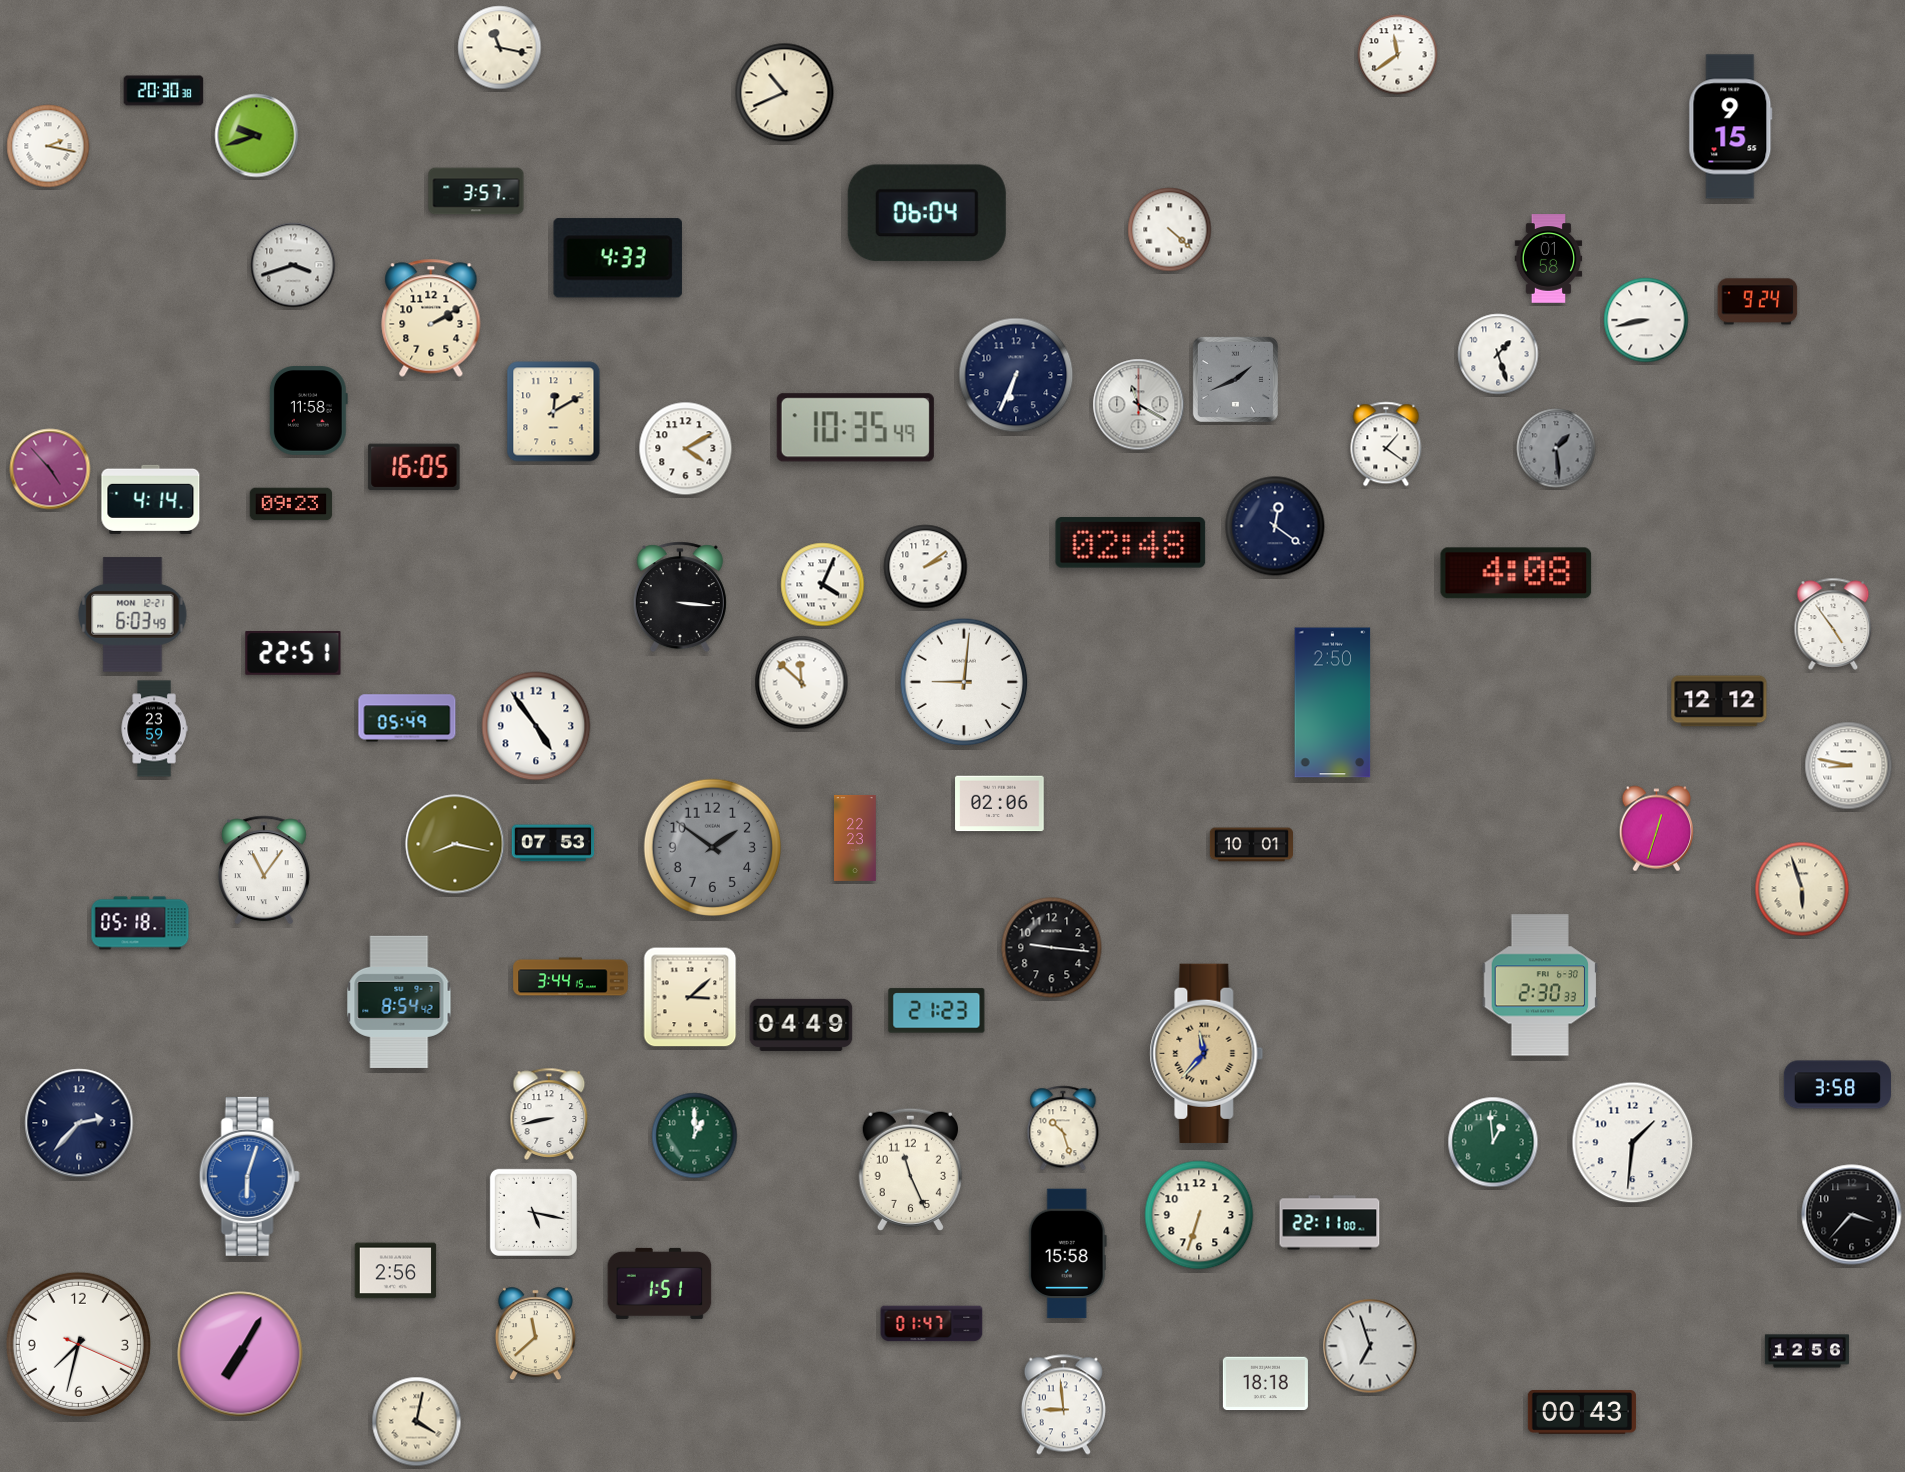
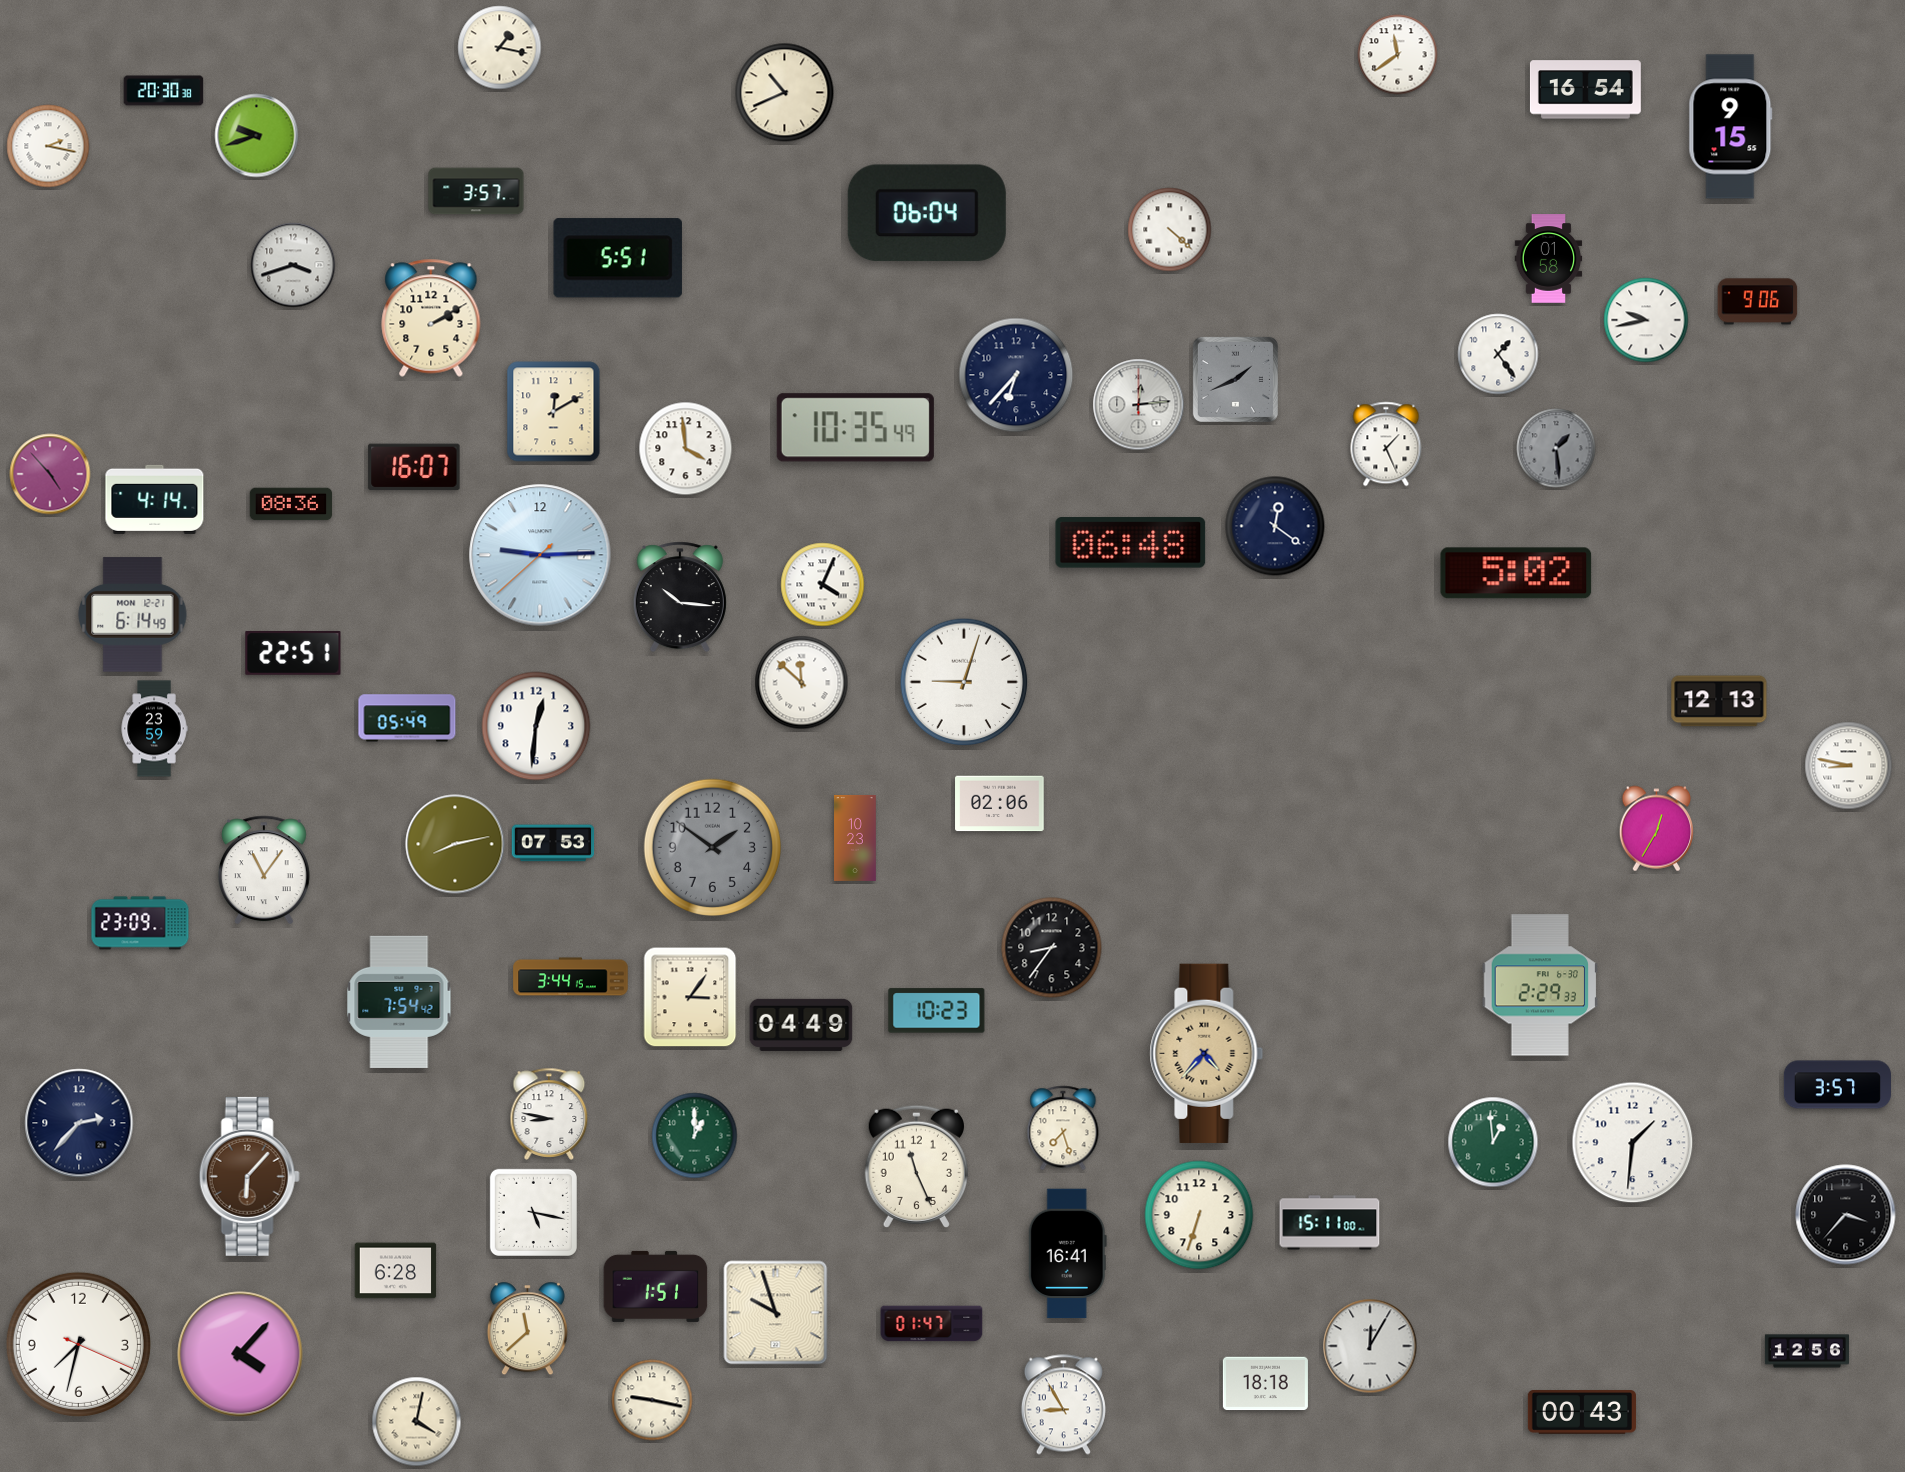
clock at (500, 48): 11:17 -> 1:17
clock at (1585, 90): none -> 16:54
clock at (618, 258): 4:33 -> 5:51
clock at (1758, 302): 9:24 -> 9:06
clock at (1646, 320): 8:43 -> 9:43
clock at (1498, 354): 1:27 -> 1:24
clock at (1016, 375): 6:34 -> 6:37
clock at (1139, 405): 11:20 -> 12:14
clock at (308, 411): 11:58 -> none
clock at (1386, 444): 1:21 -> 1:26
clock at (686, 449): 4:10 -> 3:59
clock at (414, 467): 16:05 -> 16:07
clock at (50, 469) position: (50, 469) -> (50, 474)
clock at (151, 499) position: (151, 499) -> (155, 499)
clock at (291, 504): 09:23 -> 08:36
clock at (1131, 543): 02:48 -> 06:48
clock at (540, 555): none -> 9:14
clock at (926, 567): 2:09 -> none
clock at (1516, 573): 4:08 -> 5:02
clock at (680, 597): 3:16 -> 10:16
clock at (133, 615): 6:03 -> 6:14
clock at (1833, 624): 4:54 -> none
clock at (964, 682): 9:01 -> 9:03
clock at (1719, 701): 12:12 -> 12:13
clock at (1333, 703): 2:50 -> none
clock at (536, 726): 4:54 -> 12:31
clock at (1656, 829): 12:33 -> 12:35
clock at (855, 838): 22:23 -> 10:23
clock at (455, 844): 8:17 -> 8:13
clock at (1251, 845): 10:01 -> none
clock at (1802, 889): 5:57 -> none
clock at (140, 923): 05:18 -> 23:09
clock at (1052, 948): 9:16 -> 8:36
clock at (1540, 985): 2:30 -> 2:29
clock at (690, 997): 3:08 -> 3:06
clock at (399, 1002): 8:54 -> 7:54
clock at (937, 1011): 21:23 -> 10:23
clock at (1207, 1053): 11:37 -> 4:37
clock at (1837, 1085): 3:58 -> 3:57
clock at (549, 1114): 8:43 -> 8:47
clock at (1063, 1128): 10:27 -> 7:27
clock at (910, 1169) position: (910, 1169) -> (916, 1166)
clock at (249, 1176): 6:03 -> 6:07
clock at (249, 1176) dial: blue -> brown
clock at (1852, 1215) position: (1852, 1215) -> (1846, 1215)
clock at (1330, 1223): 22:11 -> 15:11
clock at (1067, 1254): 15:58 -> 16:41
clock at (396, 1271): 2:56 -> 6:28
clock at (660, 1283) position: (660, 1283) -> (656, 1286)
clock at (776, 1313): none -> 9:57
clock at (535, 1334) position: (535, 1334) -> (527, 1329)
clock at (1370, 1346): 6:57 -> 12:05
clock at (240, 1354): 7:05 -> 4:07
clock at (652, 1400): none -> 9:17
clock at (1063, 1405): 8:59 -> 8:55
